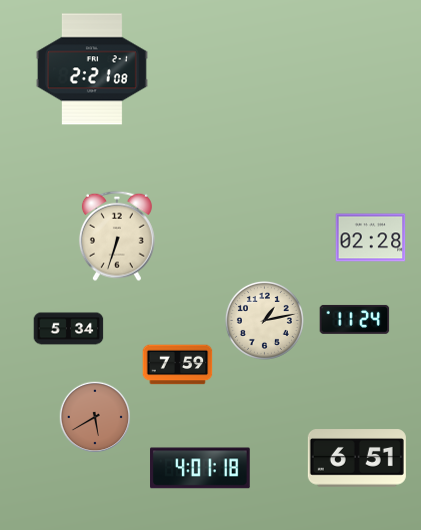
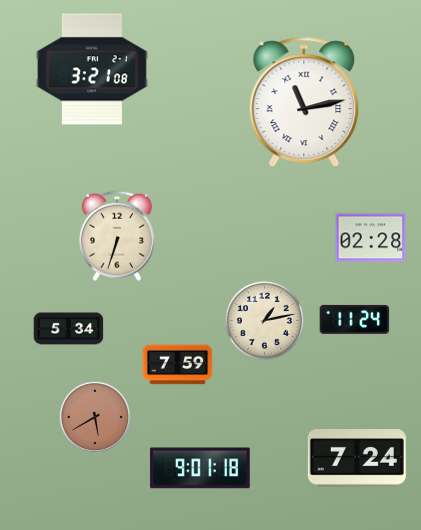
clock at (92, 69): 2:21 -> 3:21
clock at (304, 102): none -> 11:13
clock at (357, 458): 6:51 -> 7:24
clock at (201, 468): 4:01 -> 9:01
